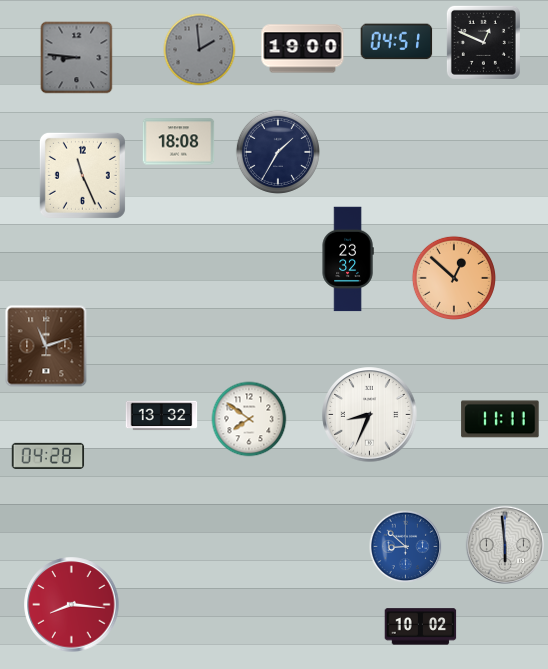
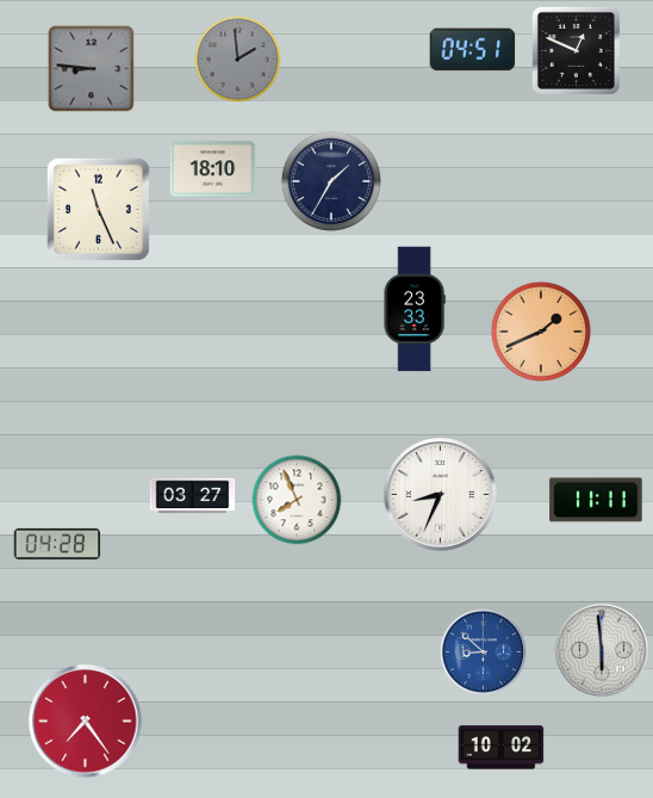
clock at (303, 49): 19:00 -> none
clock at (179, 142): 18:08 -> 18:10
clock at (348, 259): 23:32 -> 23:33
clock at (454, 278): 12:52 -> 1:41
clock at (46, 346): 11:12 -> none
clock at (162, 416): 13:32 -> 03:27
clock at (249, 419): 7:51 -> 7:56
clock at (72, 605): 8:16 -> 7:24
